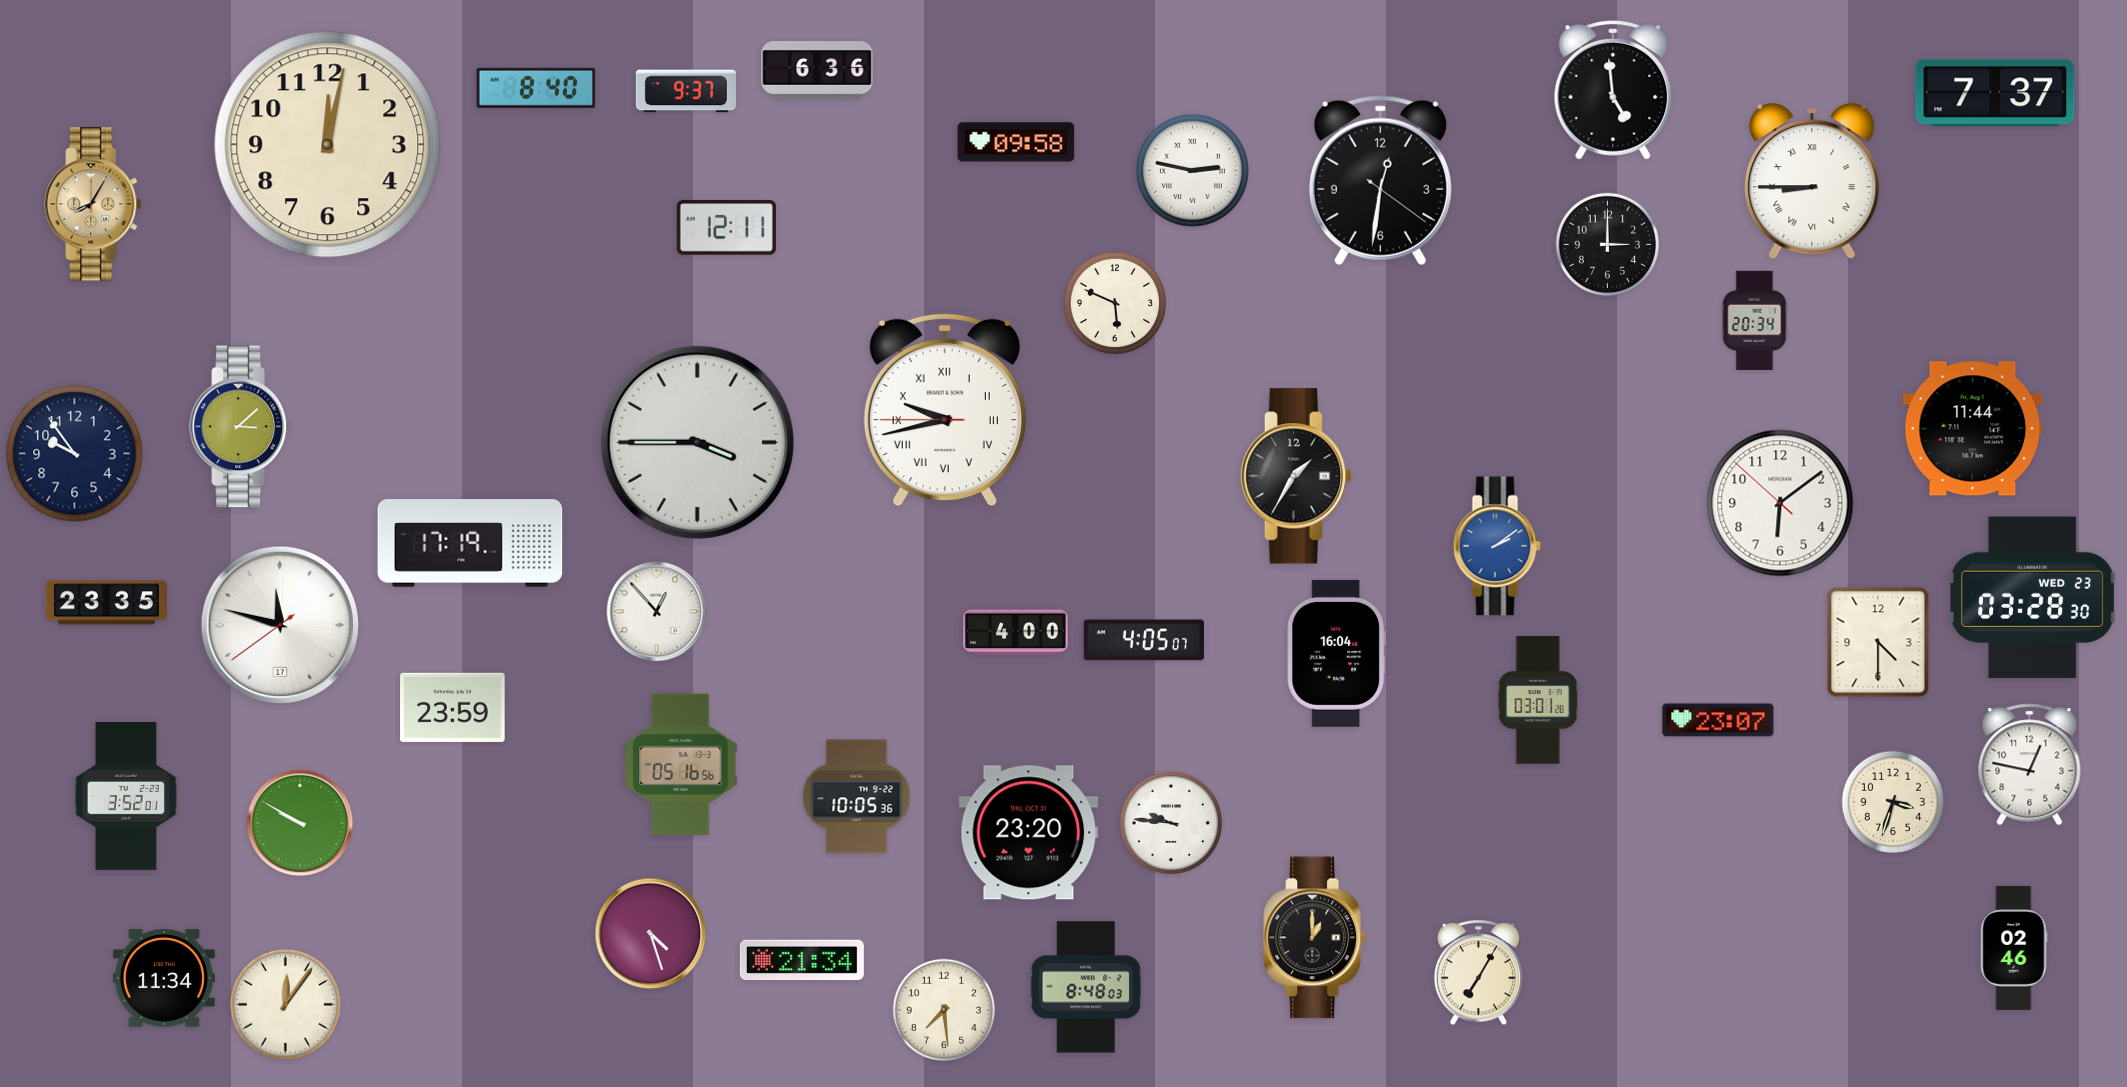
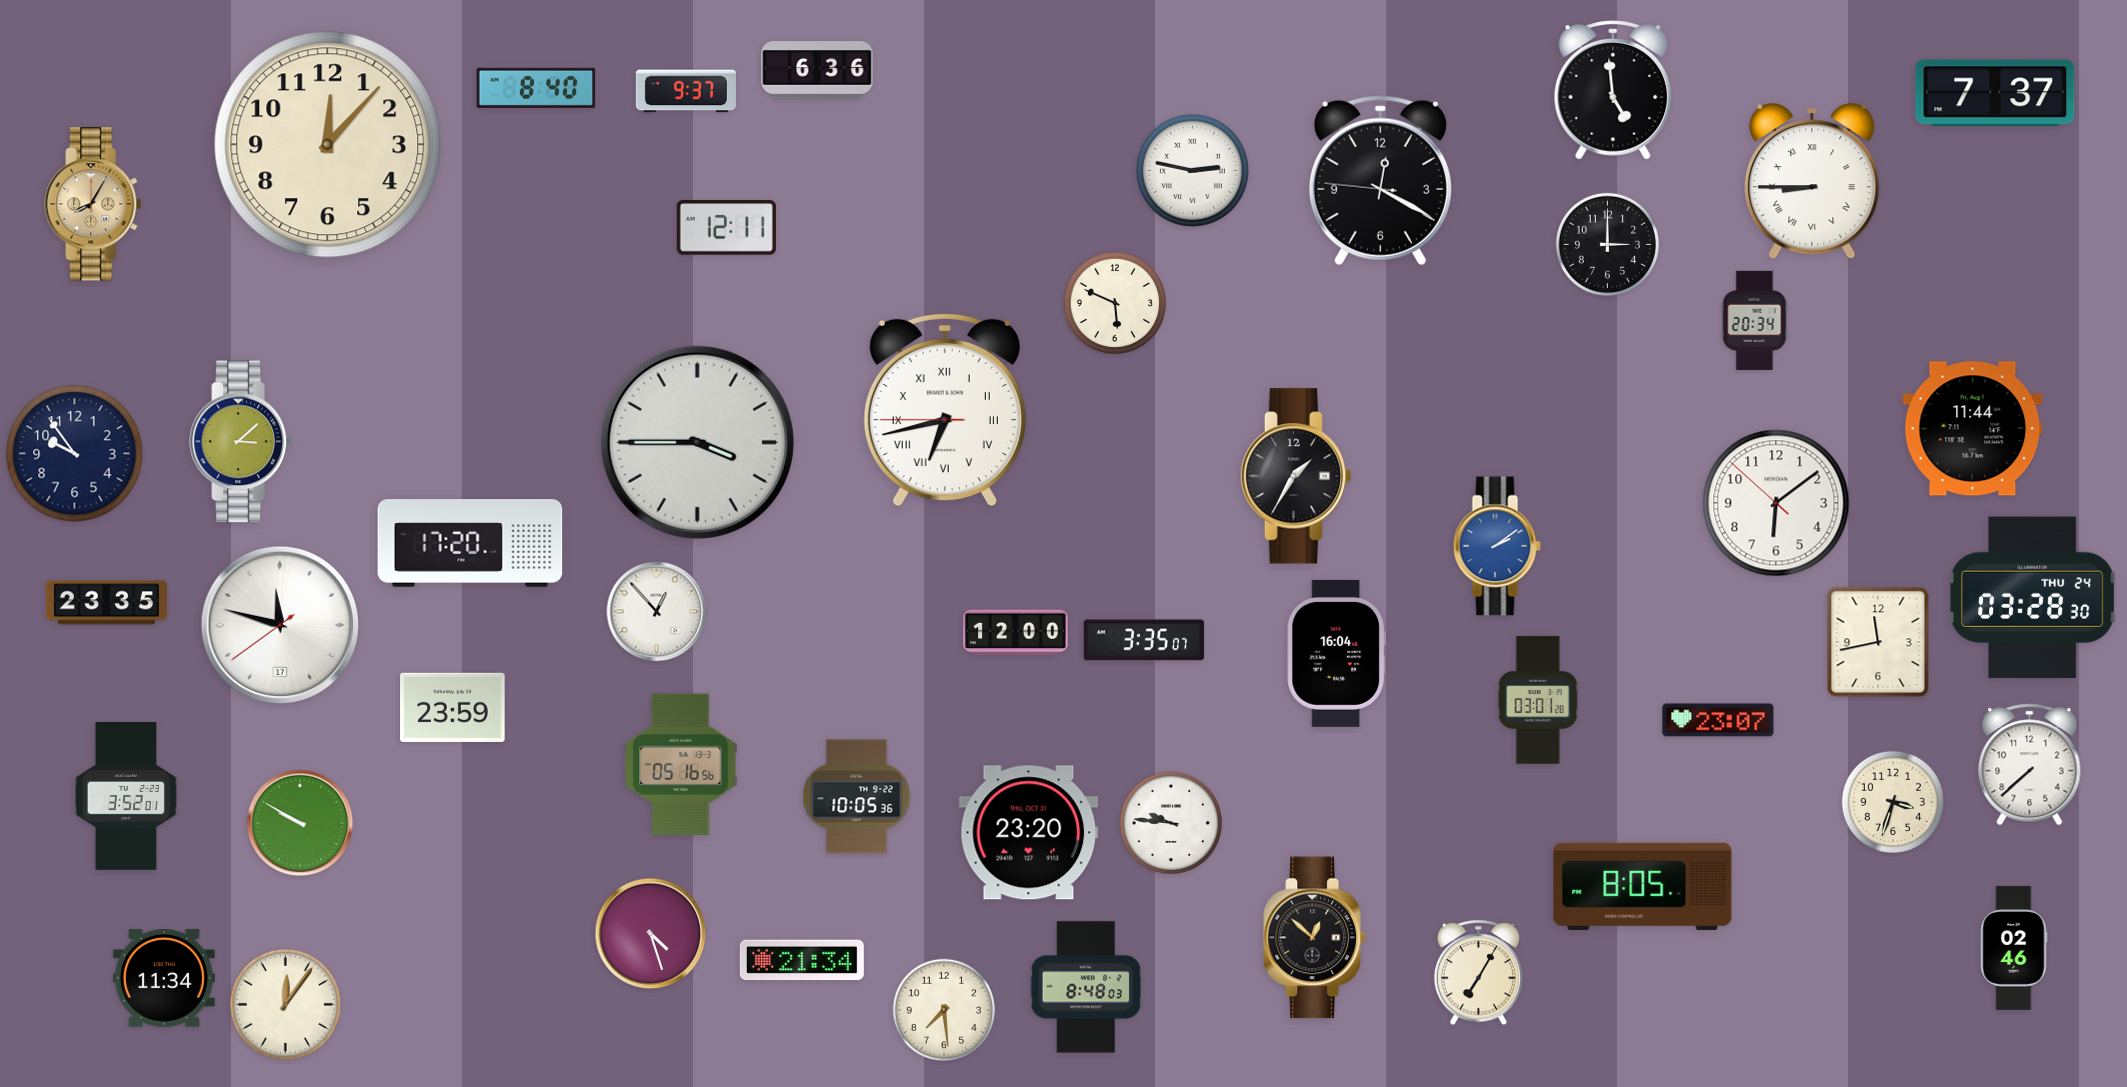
clock at (1016, 142): 09:58 -> none
clock at (328, 145): 12:02 -> 12:07
clock at (1380, 181): 12:31 -> 12:19
clock at (945, 410): 9:42 -> 6:42
clock at (240, 427) position: (240, 427) -> (240, 442)
clock at (1780, 503) position: (1780, 503) -> (1776, 503)
clock at (470, 543): 17:19 -> 17:20
clock at (2033, 597) date: WED 23 -> THU 24
clock at (1016, 633): 4:00 -> 12:00
clock at (1143, 640): 4:05 -> 3:35
clock at (1878, 642): 4:30 -> 11:43
clock at (2030, 765): 12:47 -> 7:38
clock at (1643, 886): none -> 8:05
clock at (1314, 938): 1:00 -> 12:52
